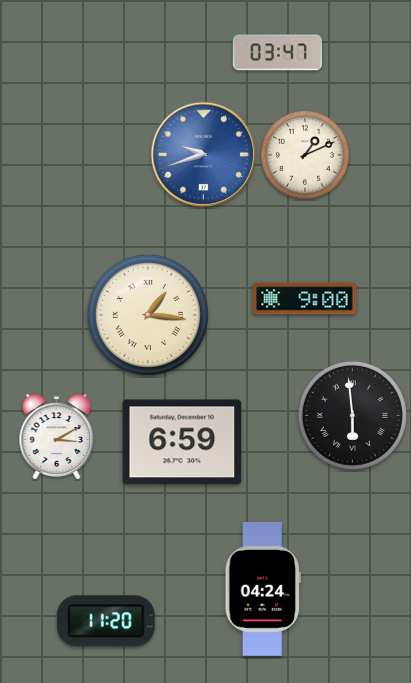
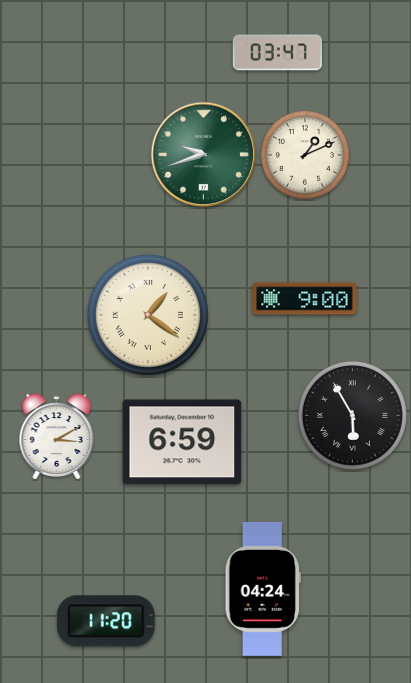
clock at (203, 154) dial: blue -> green
clock at (148, 315): 1:16 -> 1:21
clock at (352, 415): 5:59 -> 5:55
